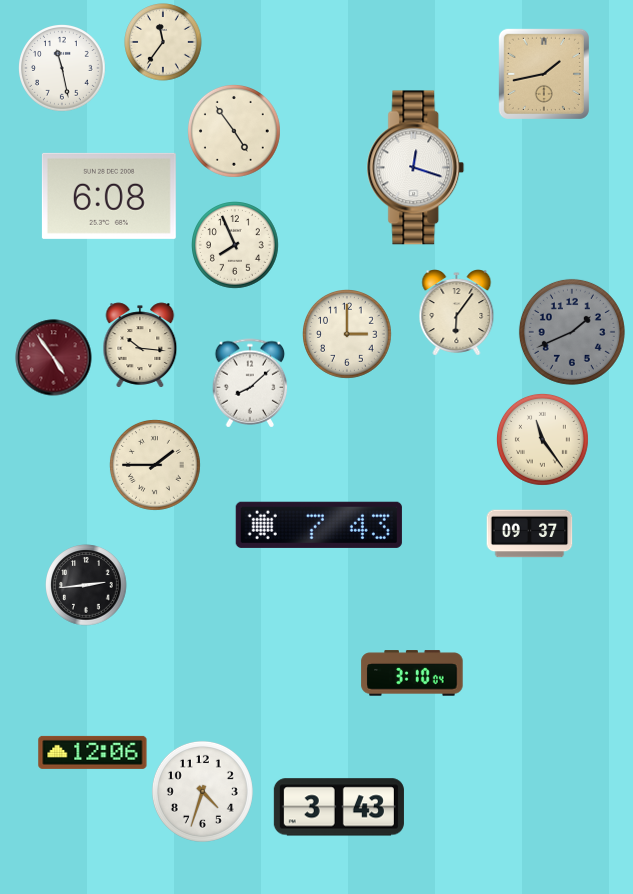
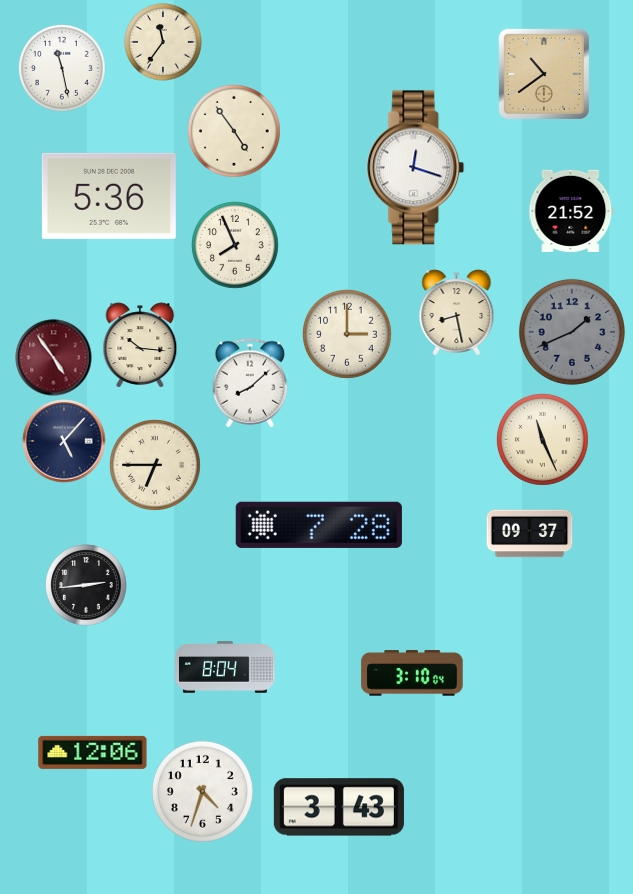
clock at (544, 74): 1:43 -> 10:39
clock at (109, 196): 6:08 -> 5:36
clock at (571, 211): none -> 21:52
clock at (457, 313): 6:06 -> 8:28
clock at (542, 439): 11:24 -> 11:26
clock at (64, 441): none -> 5:07
clock at (156, 466): 1:45 -> 6:45
clock at (319, 525): 7:43 -> 7:28
clock at (225, 667): none -> 8:04
